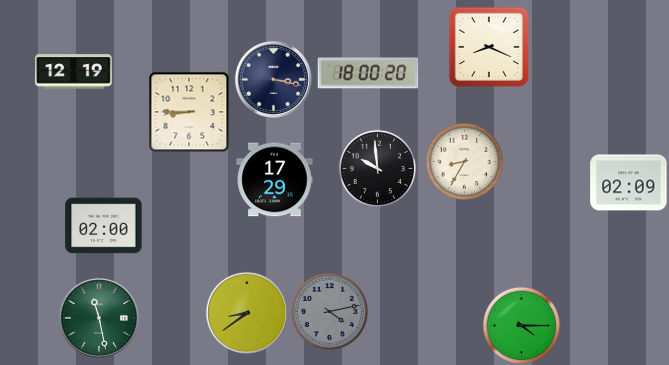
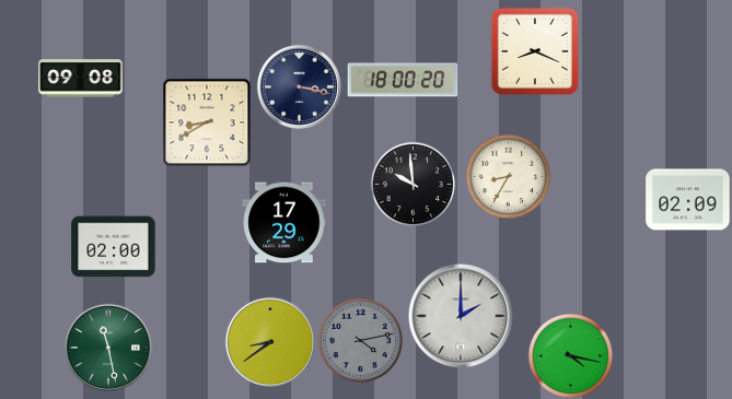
clock at (74, 72): 12:19 -> 09:08
clock at (189, 112): 8:45 -> 8:40
clock at (275, 180) position: (275, 180) -> (284, 223)
clock at (461, 316): none -> 2:00
clock at (521, 325): 4:15 -> 4:17
